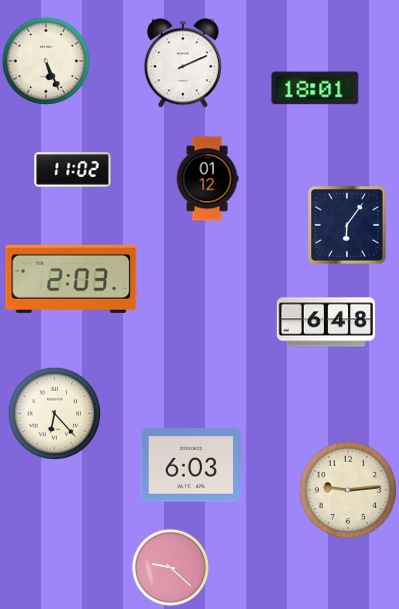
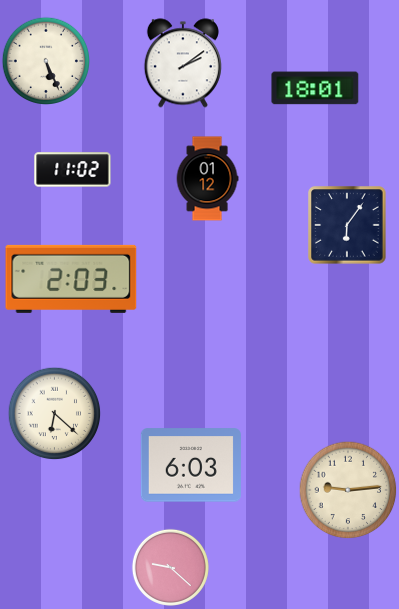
clock at (183, 63): 2:11 -> 2:09
clock at (326, 322): 6:48 -> none
clock at (54, 413): 6:23 -> 6:22
